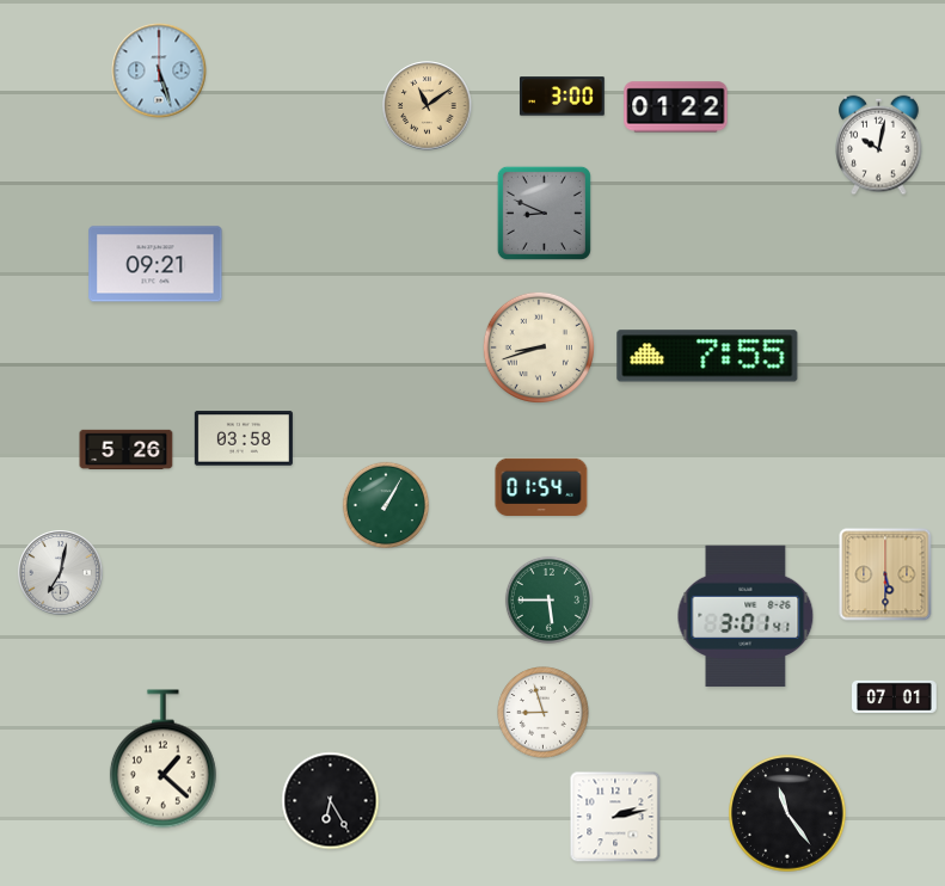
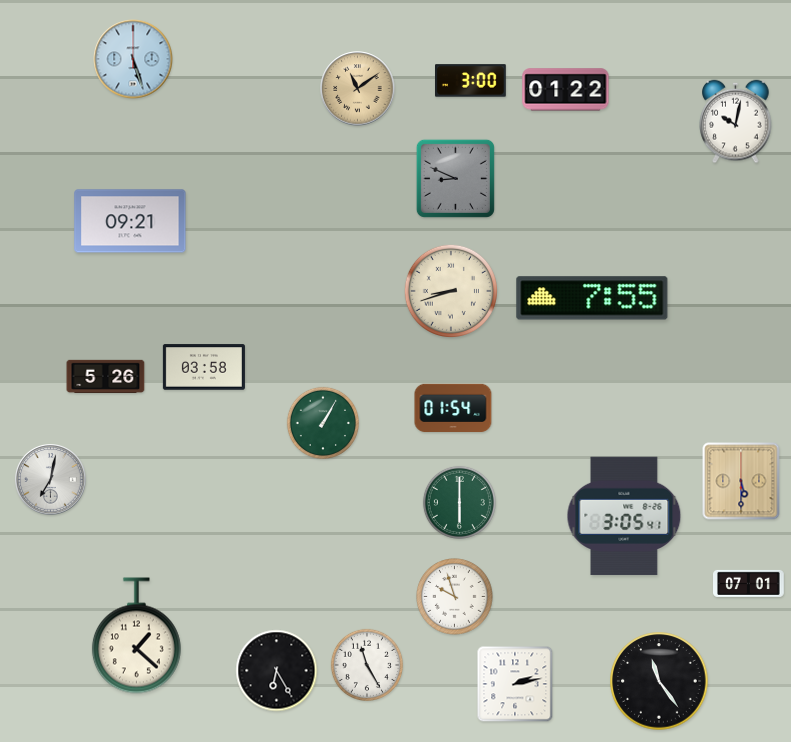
clock at (548, 599): 5:45 -> 6:00
clock at (745, 616): 3:01 -> 3:05
clock at (544, 713): 8:57 -> 9:57
clock at (366, 664): none -> 11:25
